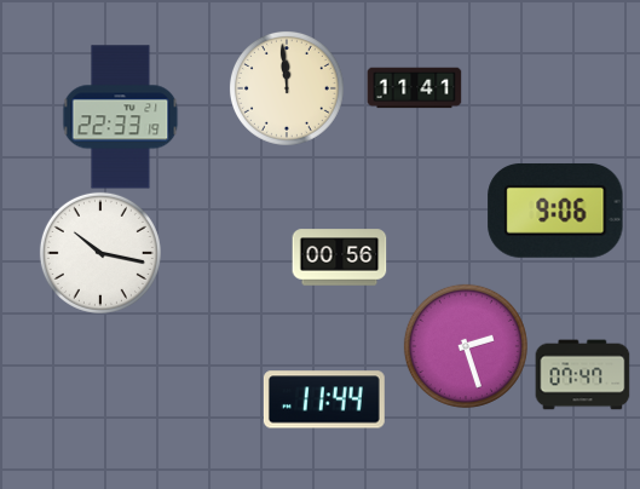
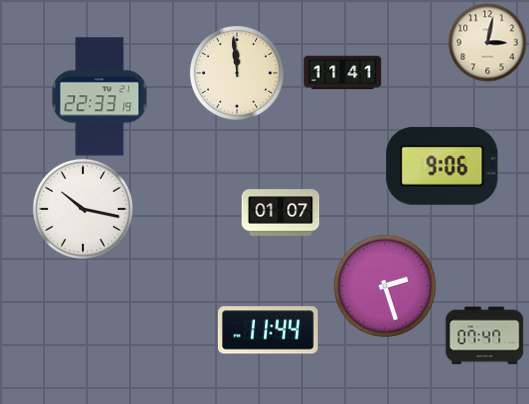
clock at (487, 42): none -> 3:02
clock at (555, 211) position: (555, 211) -> (442, 166)
clock at (339, 258): 00:56 -> 01:07
clock at (582, 375) position: (582, 375) -> (484, 336)
